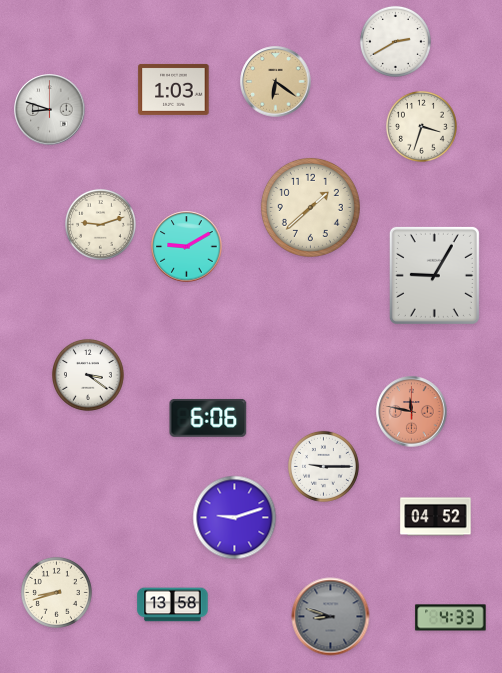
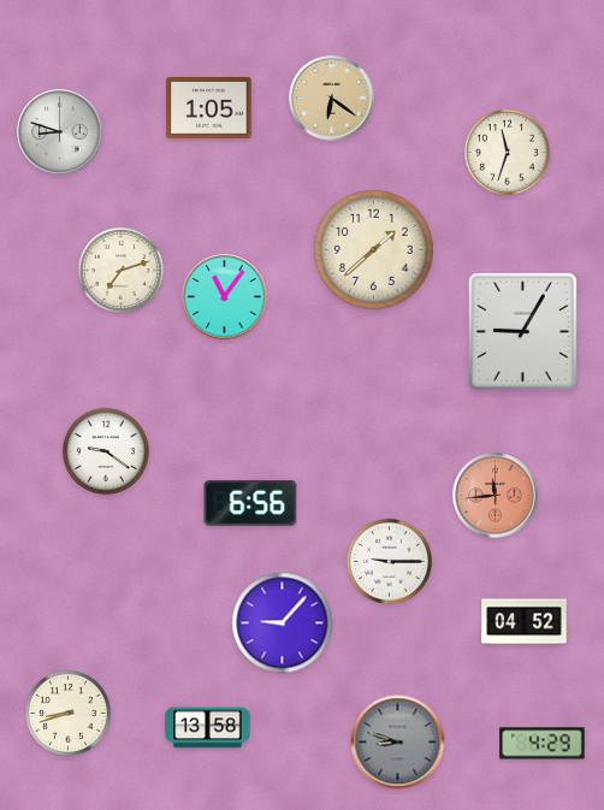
clock at (395, 41): 2:40 -> none
clock at (174, 89): 1:03 -> 1:05
clock at (421, 126): 3:33 -> 11:33
clock at (100, 224): 9:12 -> 7:12
clock at (187, 247): 9:10 -> 11:06
clock at (88, 375): 3:21 -> 9:21
clock at (412, 412): 11:47 -> 11:44
clock at (208, 418): 6:06 -> 6:56
clock at (235, 518): 9:12 -> 9:07
clock at (451, 618): 4:33 -> 4:29
